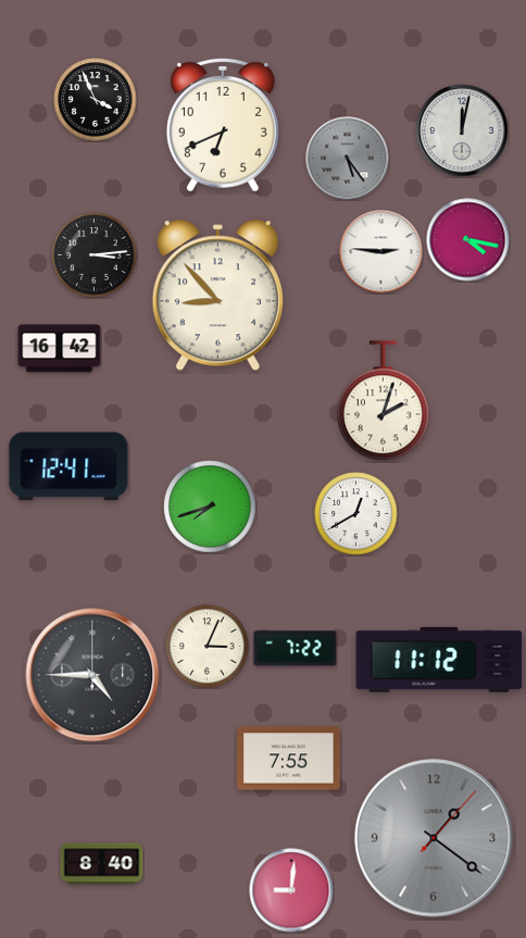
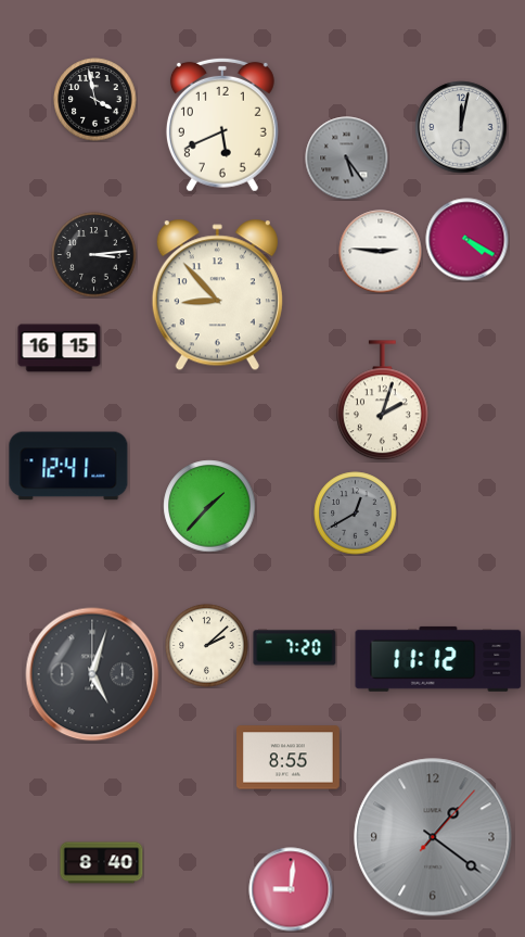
clock at (96, 100): 3:56 -> 3:58
clock at (223, 125): 6:41 -> 5:41
clock at (462, 130) position: (462, 130) -> (461, 127)
clock at (468, 240): 4:17 -> 4:20
clock at (60, 349): 16:42 -> 16:15
clock at (210, 506): 7:42 -> 1:37
clock at (356, 514) dial: white -> grey
clock at (208, 647): 3:04 -> 2:08
clock at (296, 649): 7:22 -> 7:20
clock at (92, 675): 4:45 -> 5:03
clock at (289, 759): 7:55 -> 8:55
